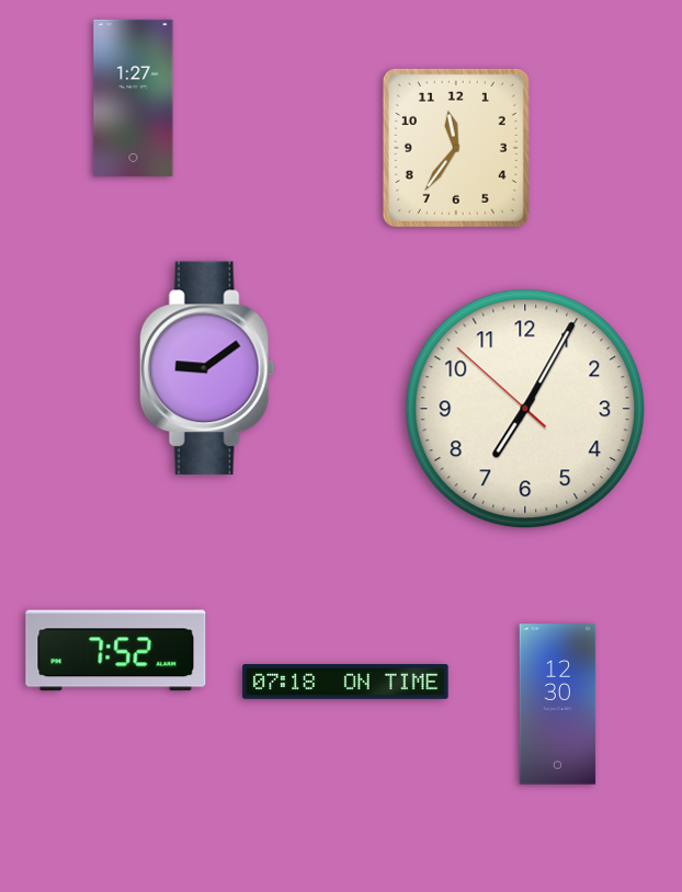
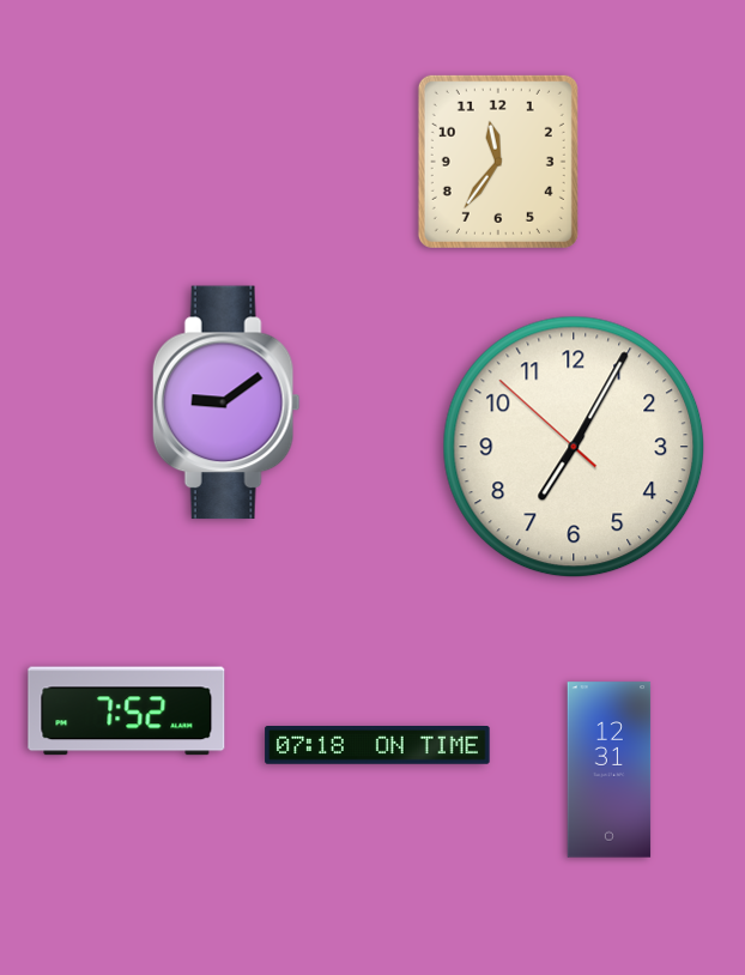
clock at (134, 98): 1:27 -> none
clock at (558, 705): 12:30 -> 12:31
